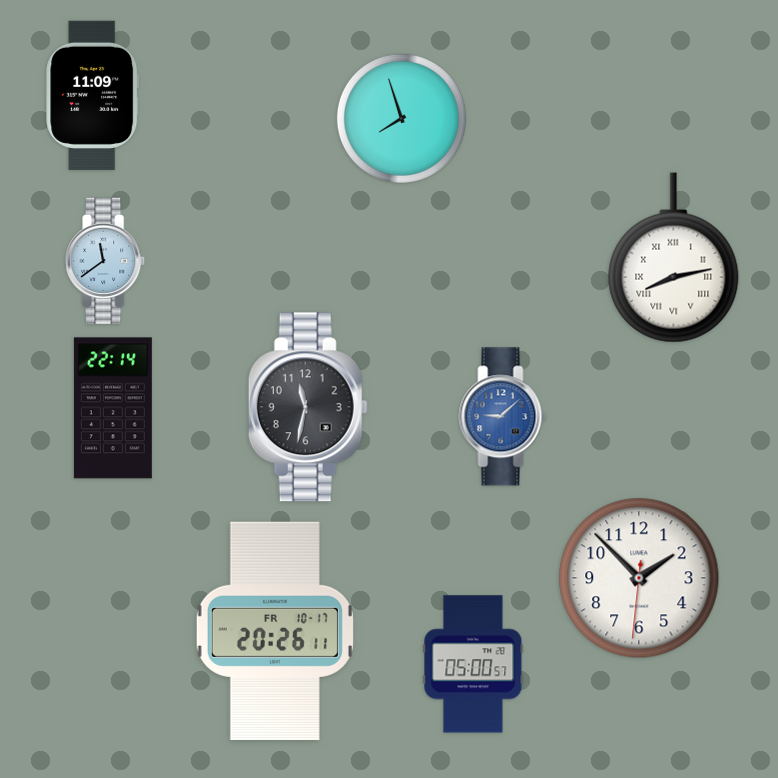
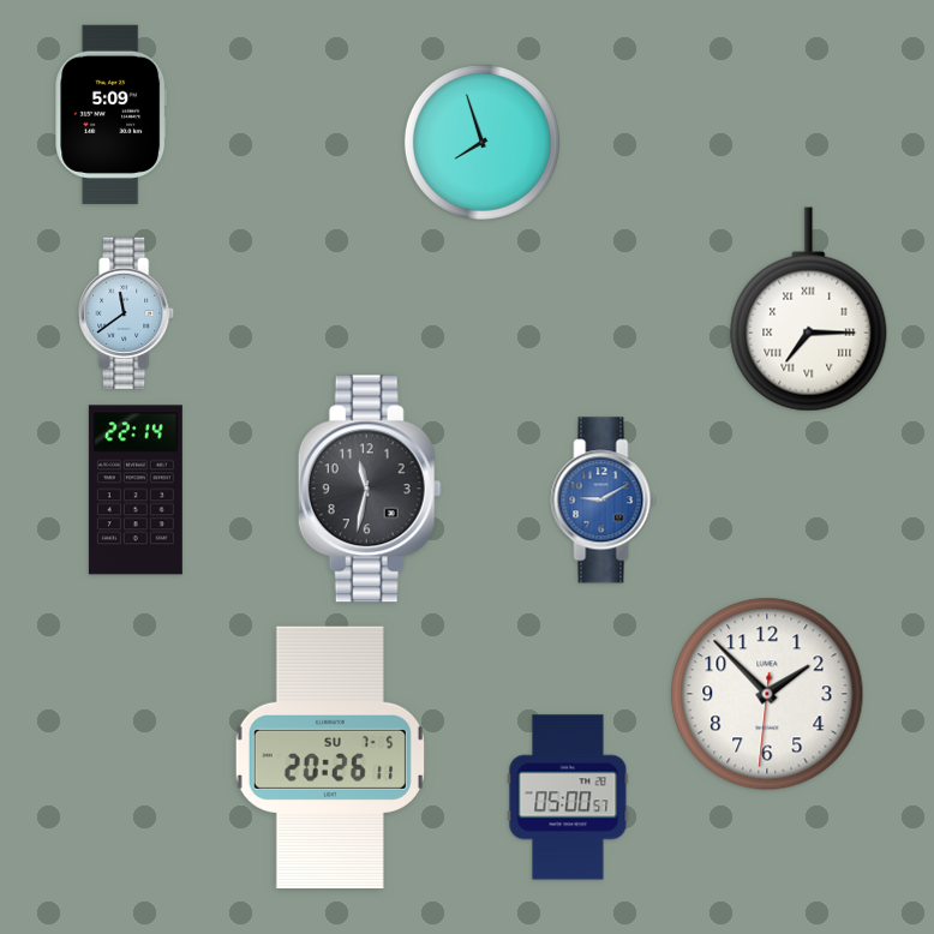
clock at (93, 95): 11:09 -> 5:09
clock at (674, 258): 8:13 -> 7:15
clock at (503, 417): 9:08 -> 9:10
clock at (275, 631) date: FR 10-17 -> SU 7-5
